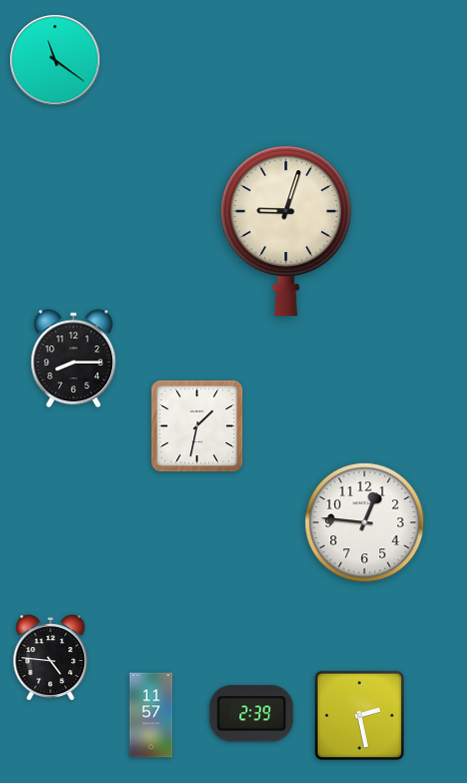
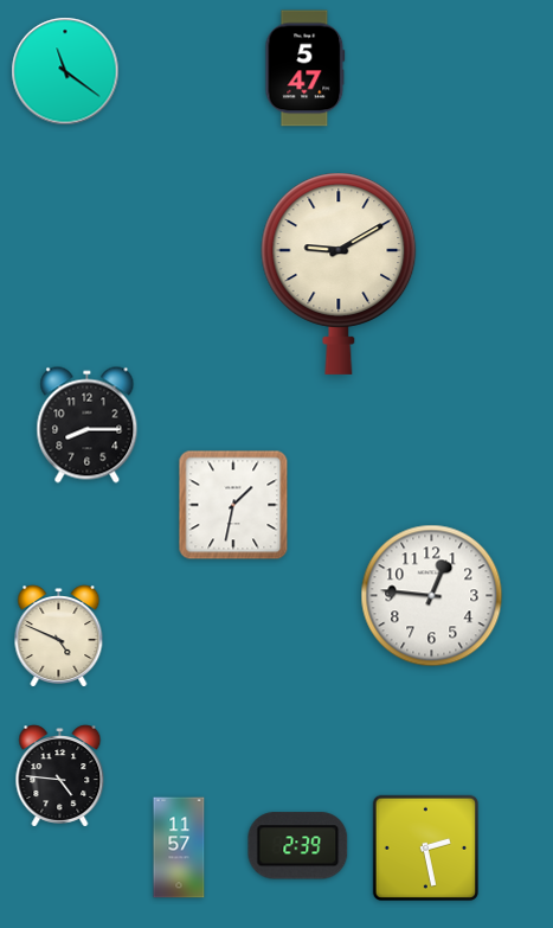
clock at (306, 69): none -> 5:47
clock at (286, 231): 9:03 -> 9:10
clock at (365, 523) position: (365, 523) -> (432, 596)
clock at (59, 636): none -> 4:49
clock at (51, 658) position: (51, 658) -> (60, 776)
